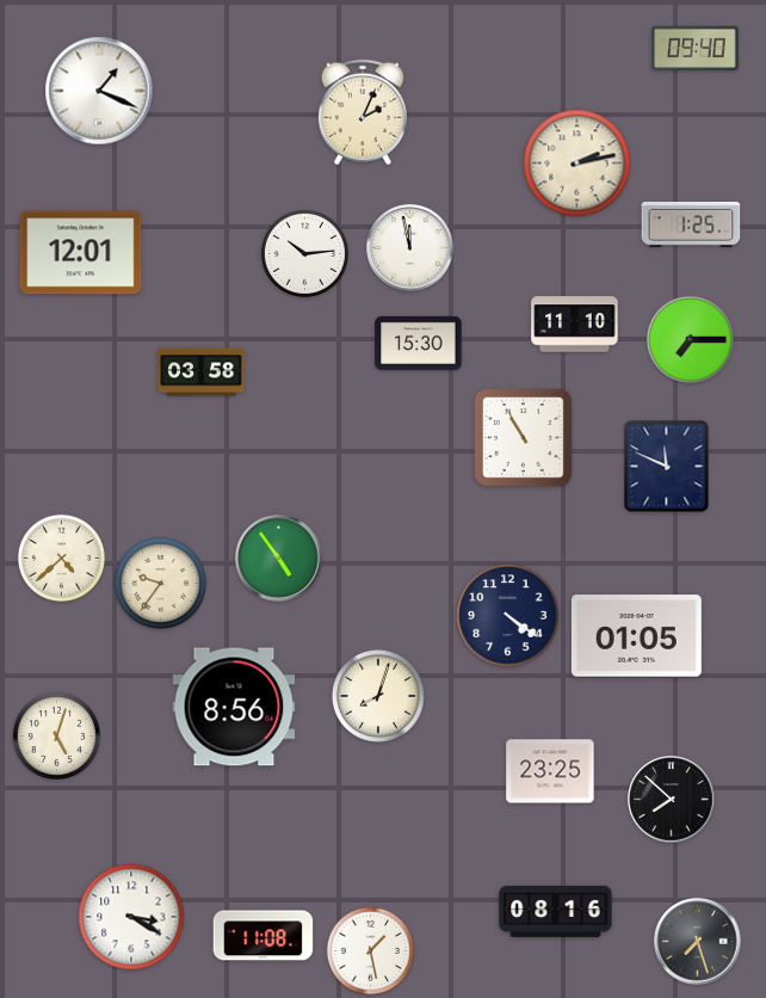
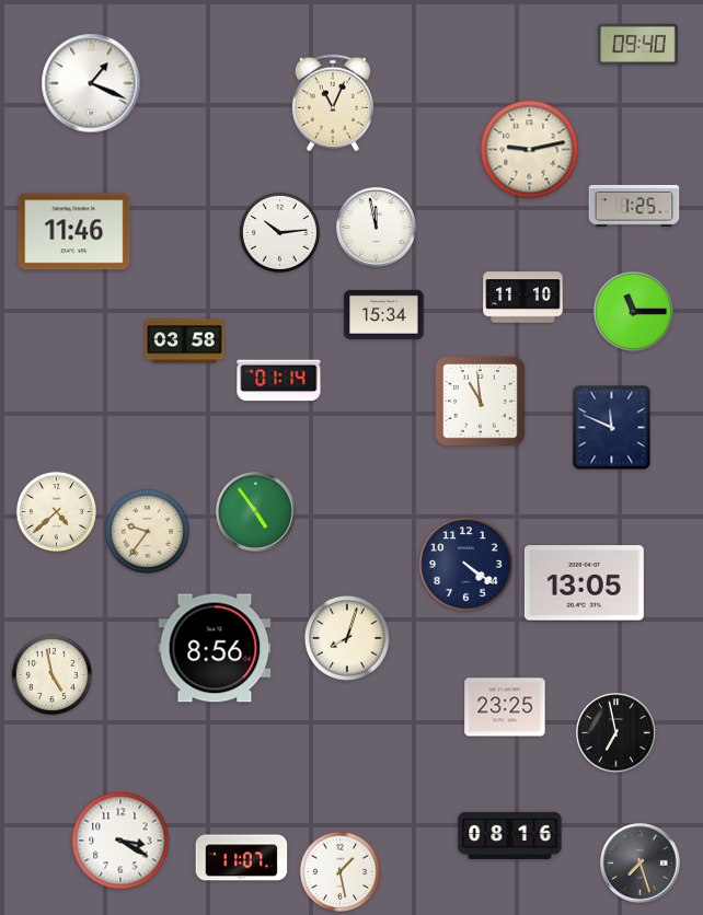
clock at (363, 112): 2:04 -> 11:04
clock at (577, 164): 2:13 -> 9:13
clock at (81, 253): 12:01 -> 11:46
clock at (575, 325) position: (575, 325) -> (523, 298)
clock at (690, 339): 7:15 -> 11:15
clock at (419, 343): 15:30 -> 15:34
clock at (279, 381): none -> 01:14
clock at (524, 438): 10:55 -> 10:59
clock at (160, 583) position: (160, 583) -> (147, 531)
clock at (636, 636): 01:05 -> 13:05
clock at (56, 735): 5:03 -> 4:58
clock at (672, 800): 7:52 -> 6:58
clock at (264, 936): 11:08 -> 11:07
